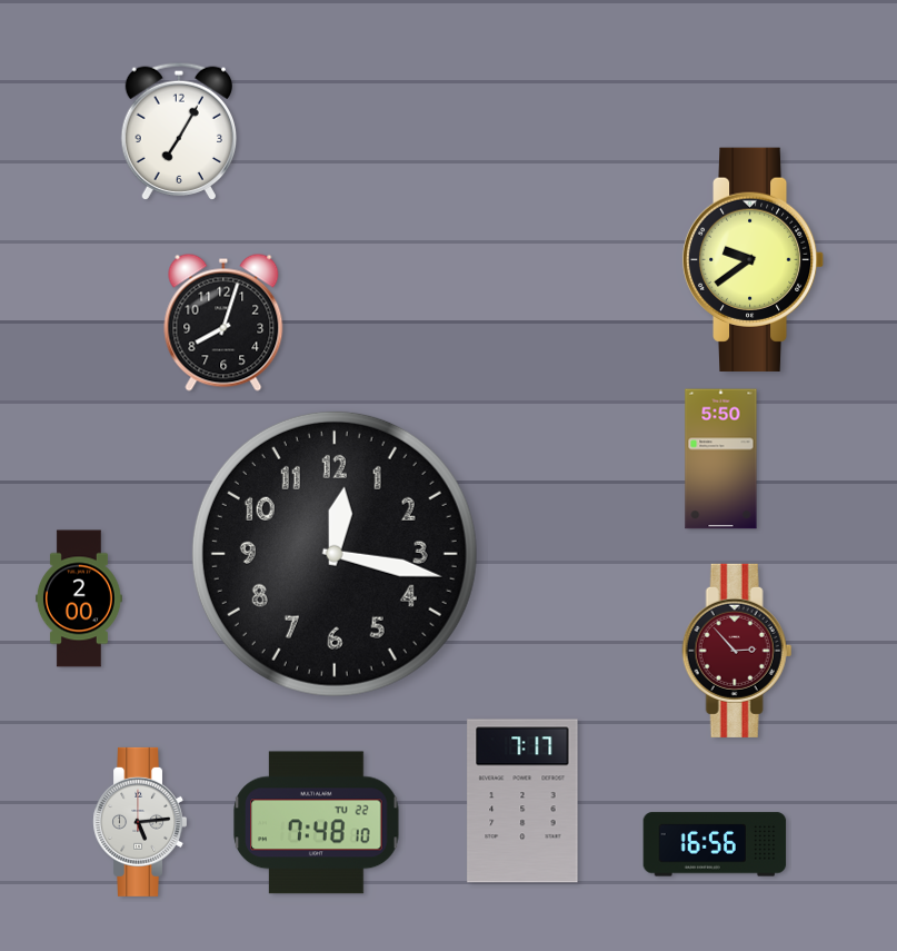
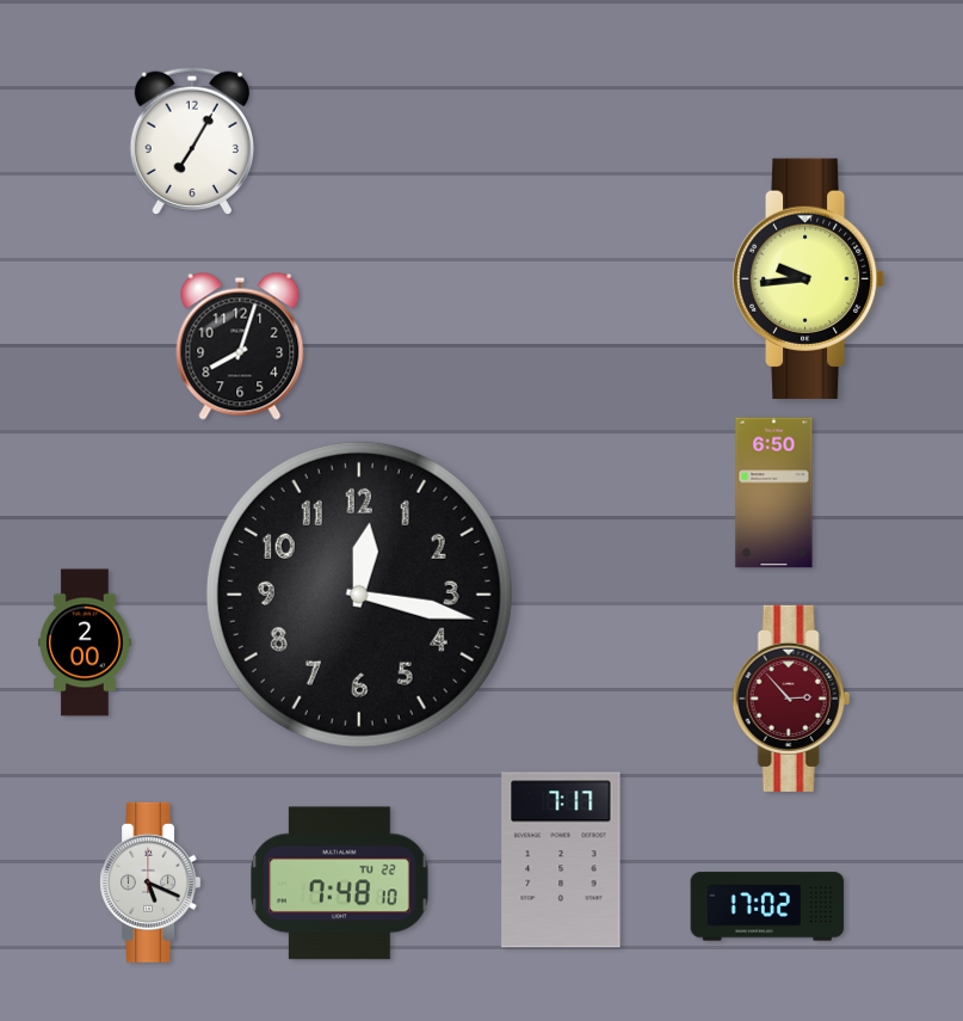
clock at (754, 259): 9:39 -> 9:44
clock at (721, 459): 5:50 -> 6:50
clock at (139, 822): 5:14 -> 5:19
clock at (715, 844): 16:56 -> 17:02
